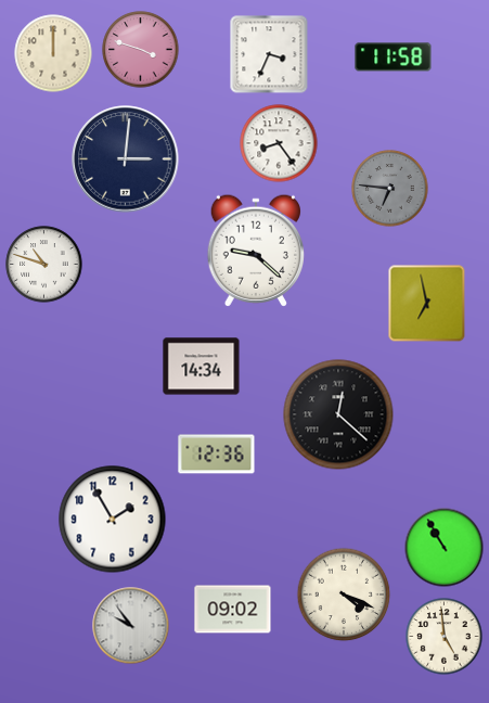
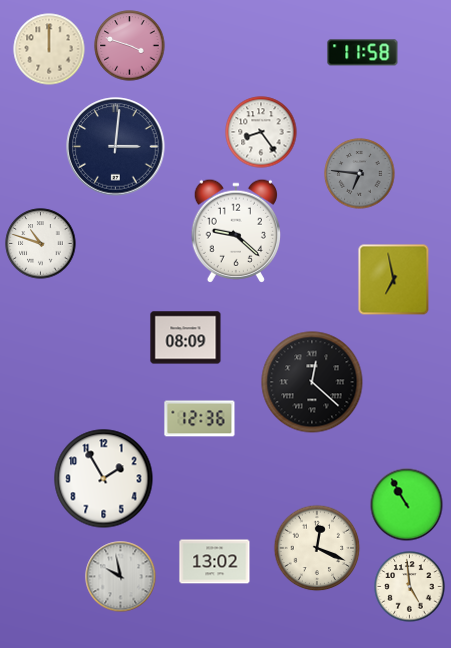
clock at (269, 54): 3:34 -> none
clock at (279, 143) position: (279, 143) -> (261, 132)
clock at (202, 367): 14:34 -> 08:09
clock at (445, 548) position: (445, 548) -> (407, 505)
clock at (344, 595): 4:19 -> 12:19
clock at (233, 610): 09:02 -> 13:02
clock at (131, 626): 9:54 -> 9:58
